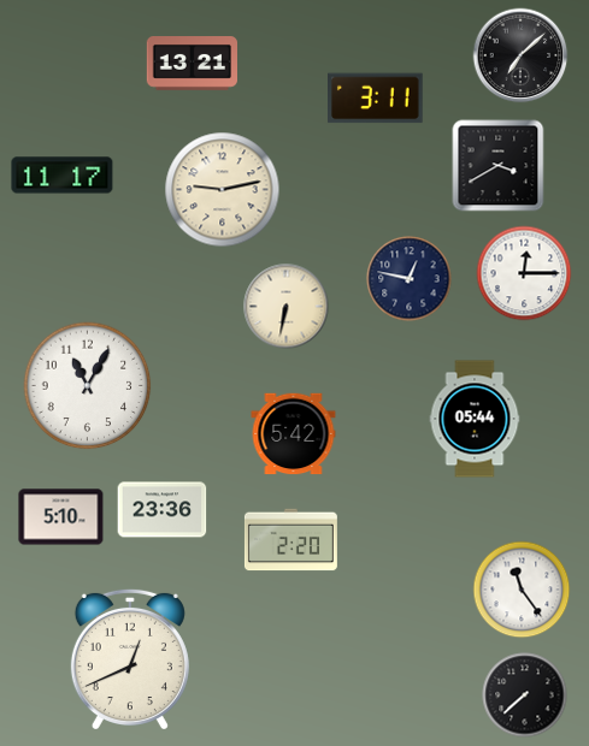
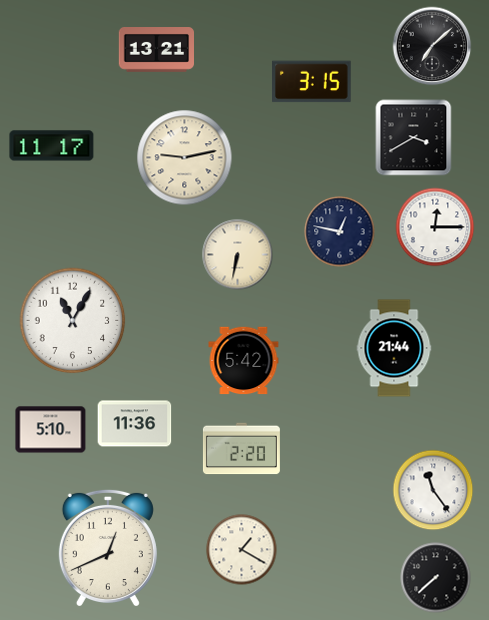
clock at (192, 64) position: (192, 64) -> (156, 50)
clock at (376, 99): 3:11 -> 3:15
clock at (475, 419): 05:44 -> 21:44
clock at (163, 510): 23:36 -> 11:36
clock at (242, 550): none -> 1:20
